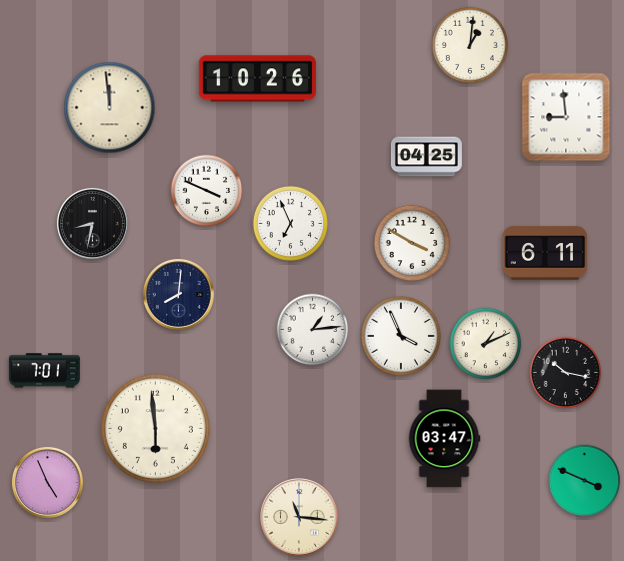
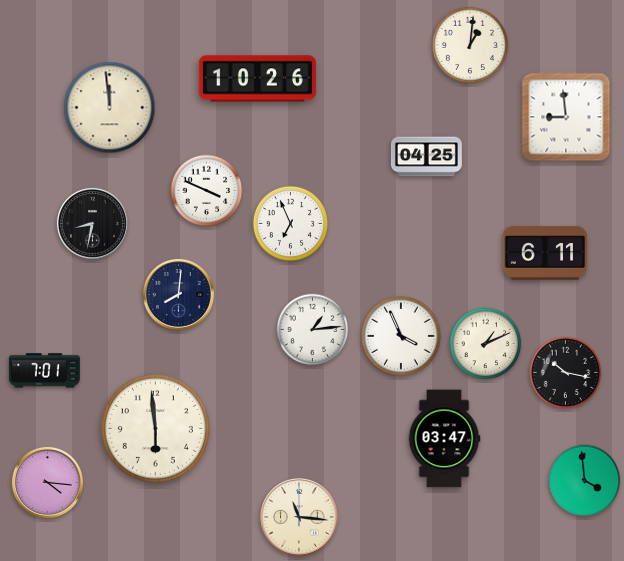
clock at (412, 243): 3:50 -> none
clock at (585, 481): 3:49 -> 3:59
clock at (47, 482): 4:56 -> 4:16
